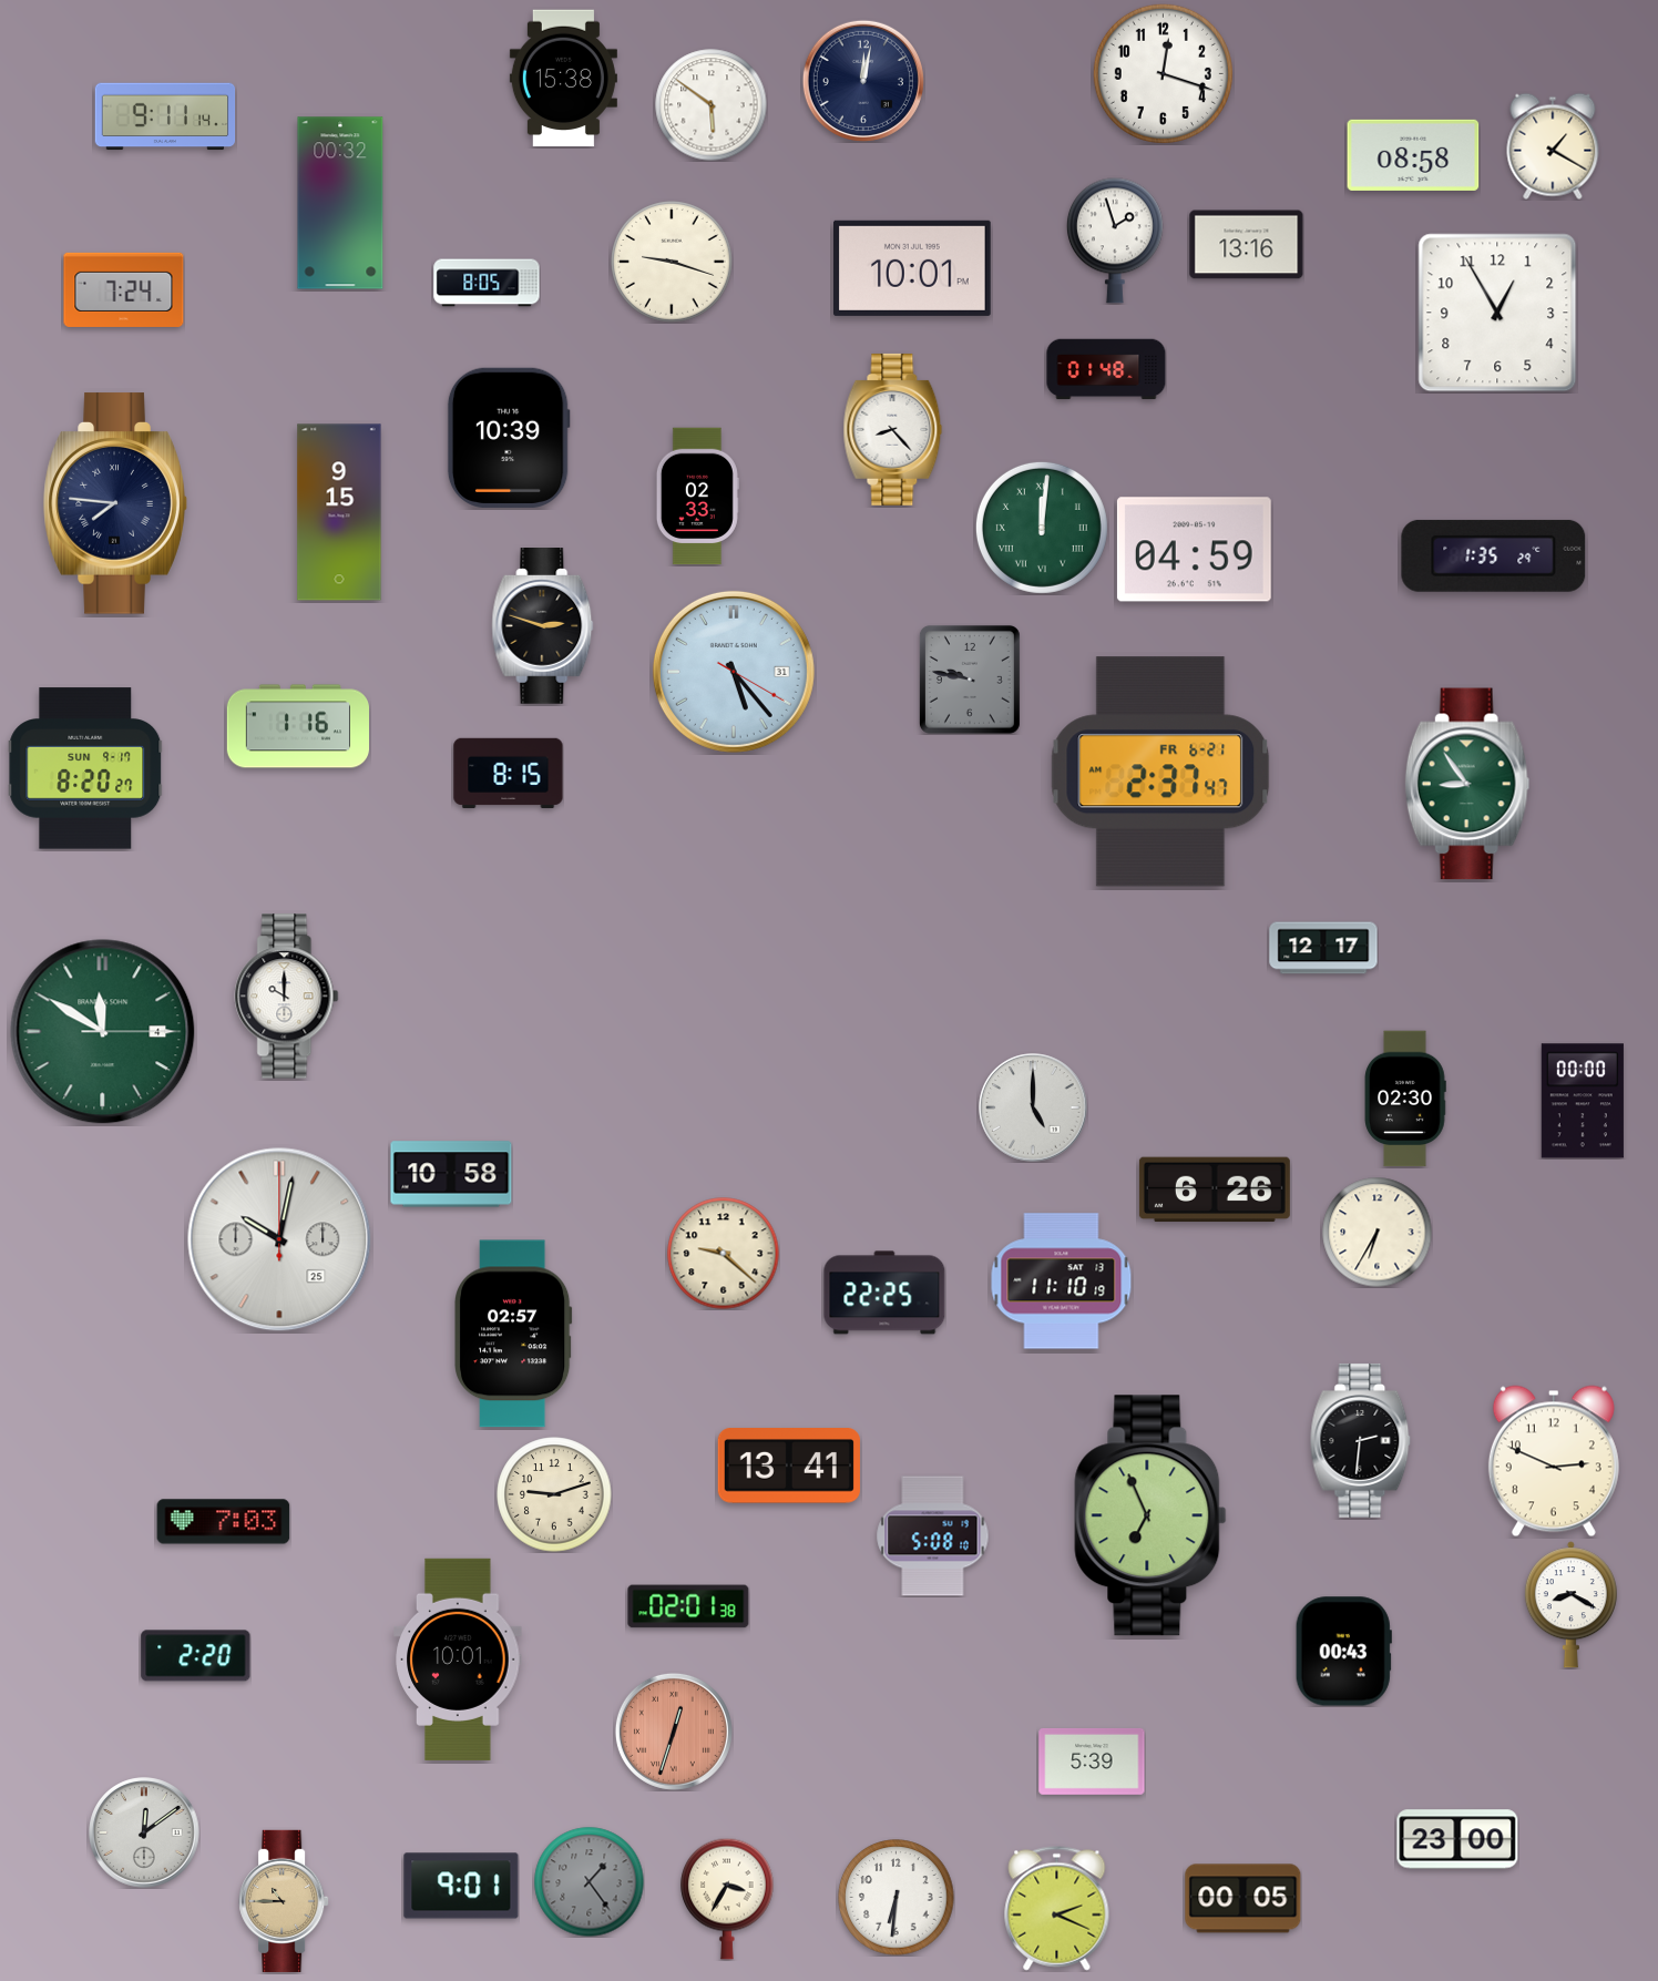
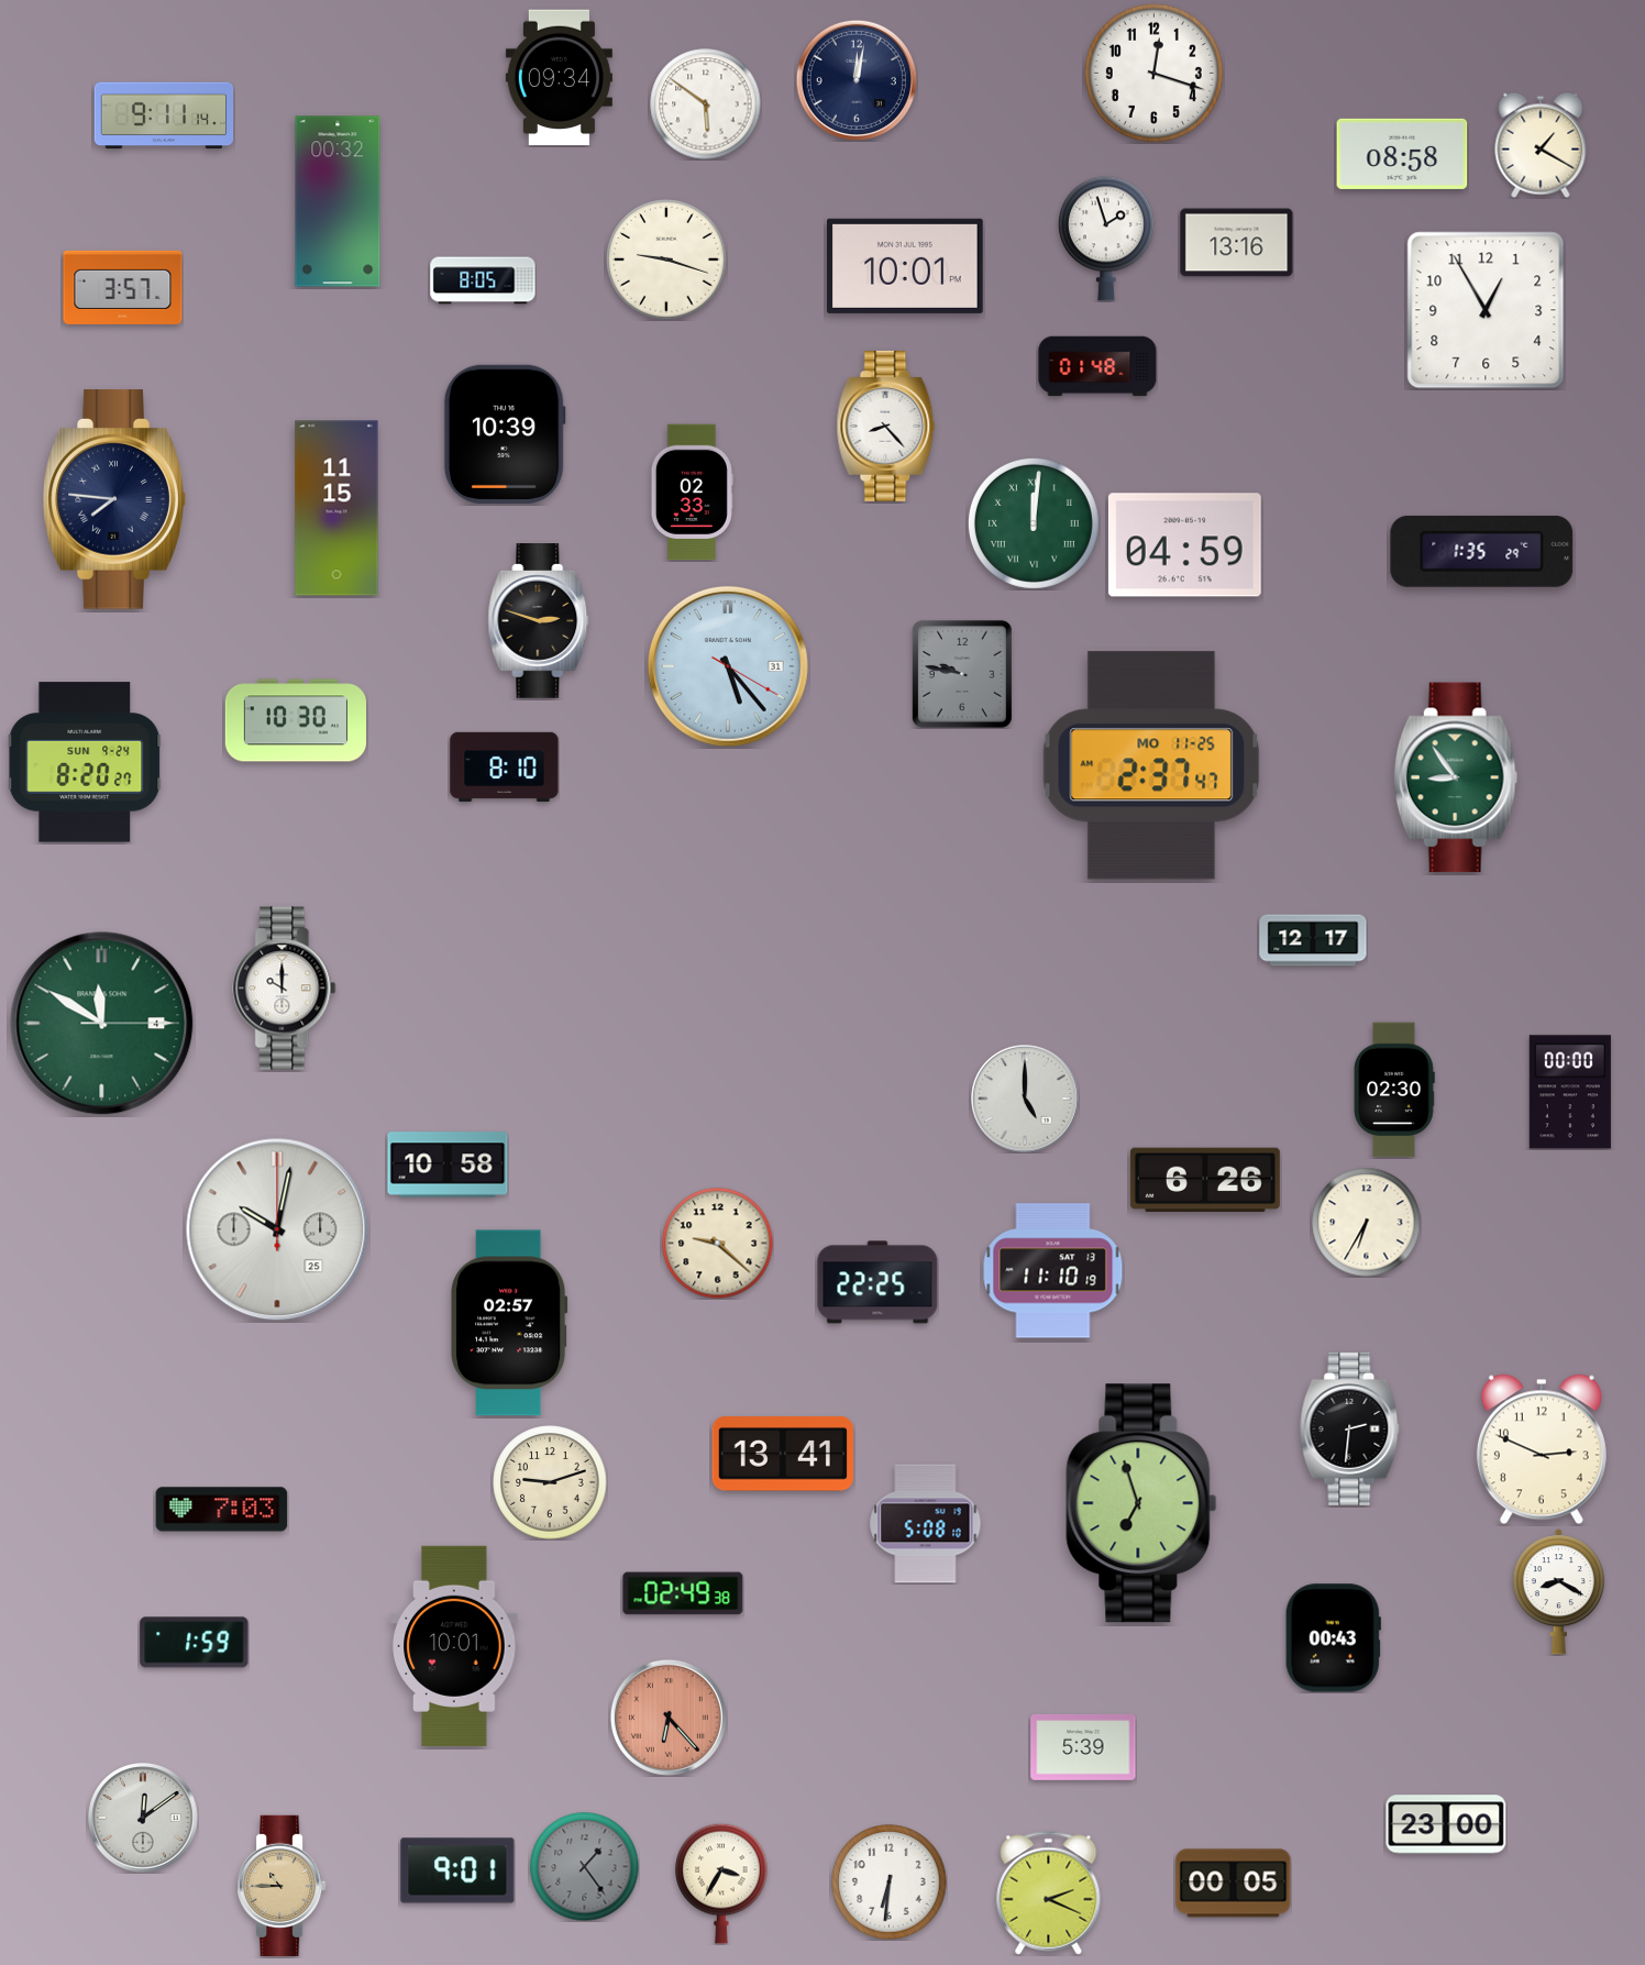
clock at (563, 79): 15:38 -> 09:34
clock at (124, 289): 7:24 -> 3:57
clock at (339, 512): 9:15 -> 11:15
clock at (297, 726): 1:16 -> 10:30
clock at (85, 768) date: SUN 9-17 -> SUN 9-24
clock at (1160, 772) date: FR 6-21 -> MO 11-25
clock at (509, 774): 8:15 -> 8:10
clock at (1150, 1515): 6:56 -> 6:57
clock at (688, 1606): 02:01 -> 02:49
clock at (196, 1656): 2:20 -> 1:59
clock at (674, 1732): 12:33 -> 6:23
